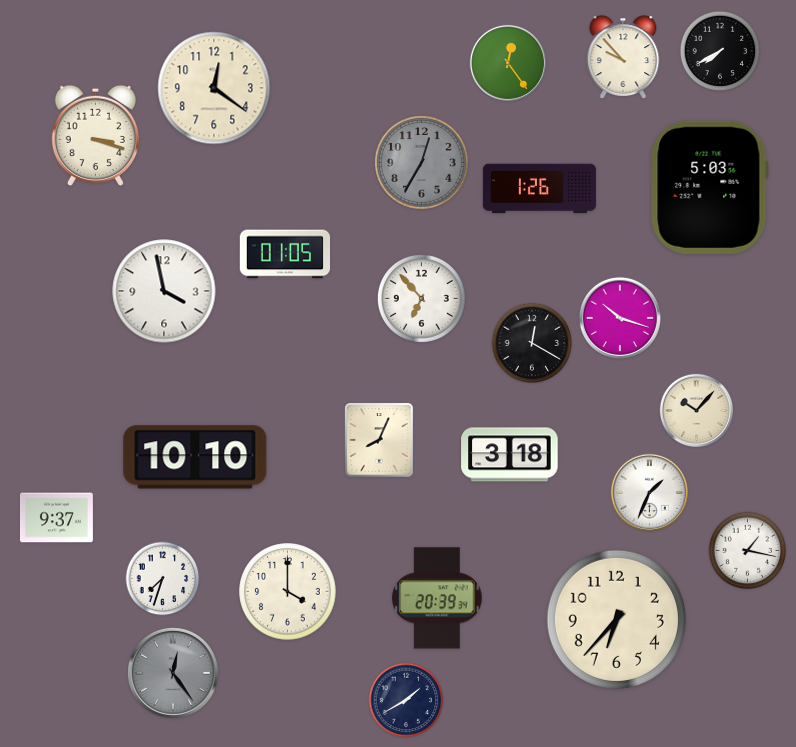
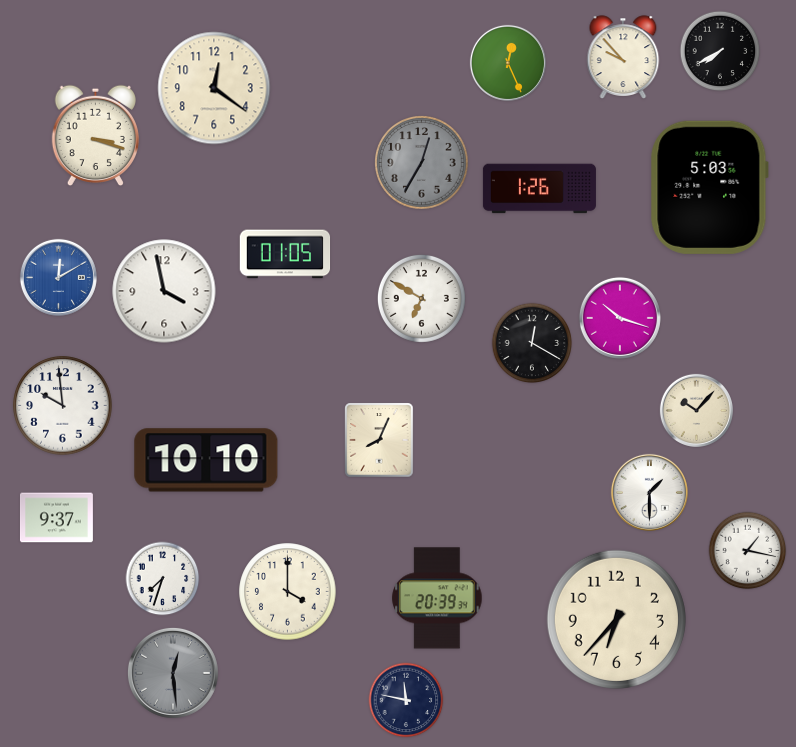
clock at (508, 63): 12:24 -> 12:26
clock at (58, 277): none -> 12:10
clock at (421, 298): 6:53 -> 6:50
clock at (63, 406): none -> 9:59
clock at (510, 455): 3:18 -> none
clock at (195, 457) position: (195, 457) -> (206, 460)
clock at (649, 492): 1:34 -> 1:30
clock at (173, 673): 12:24 -> 12:29
clock at (406, 700): 1:40 -> 11:47
